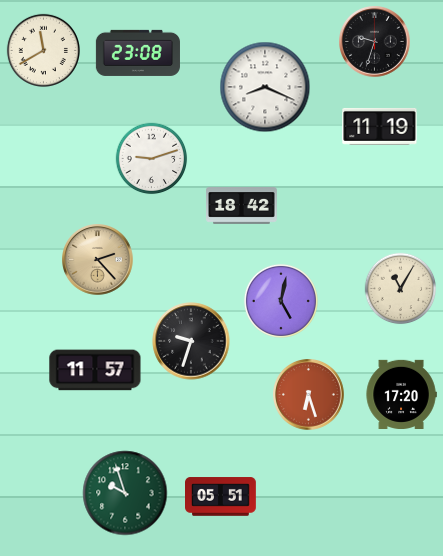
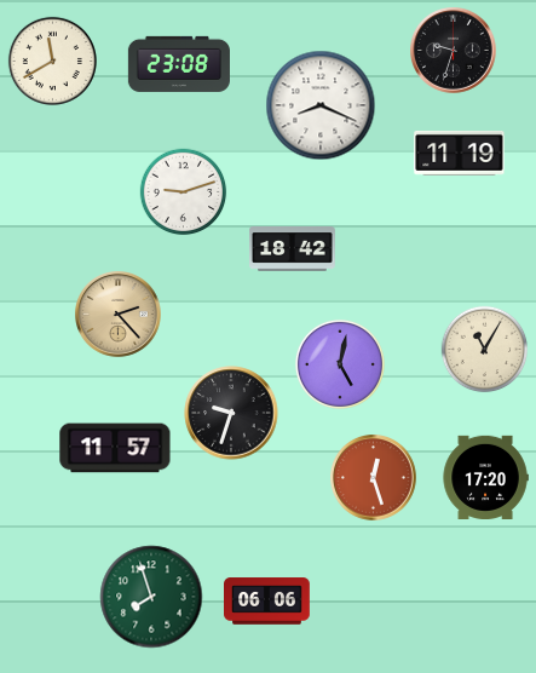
clock at (138, 53) position: (138, 53) -> (179, 64)
clock at (309, 395): 6:27 -> 12:27
clock at (125, 493): 9:57 -> 7:57
clock at (221, 497): 05:51 -> 06:06
